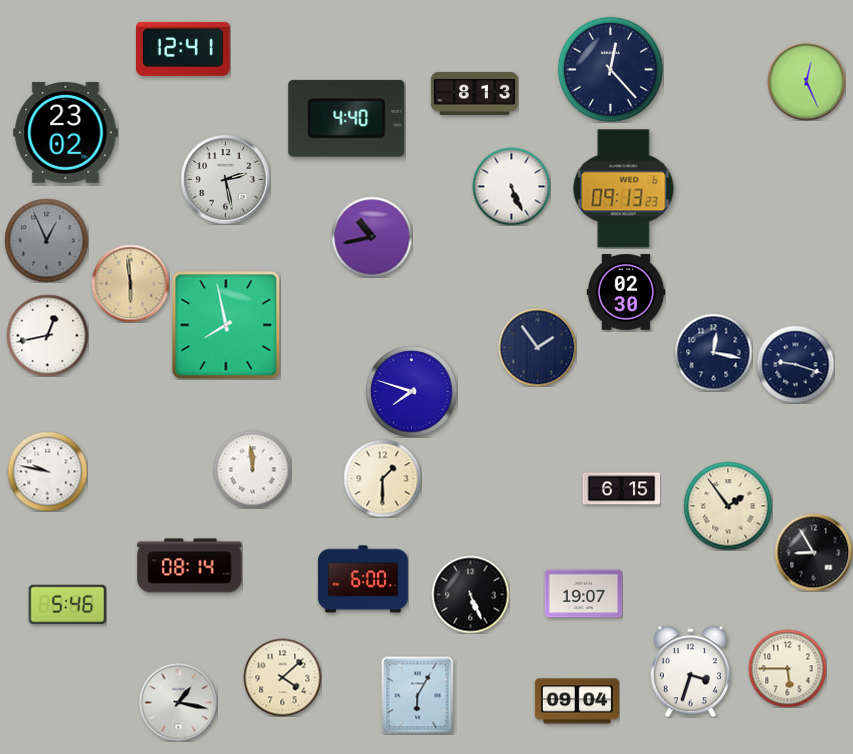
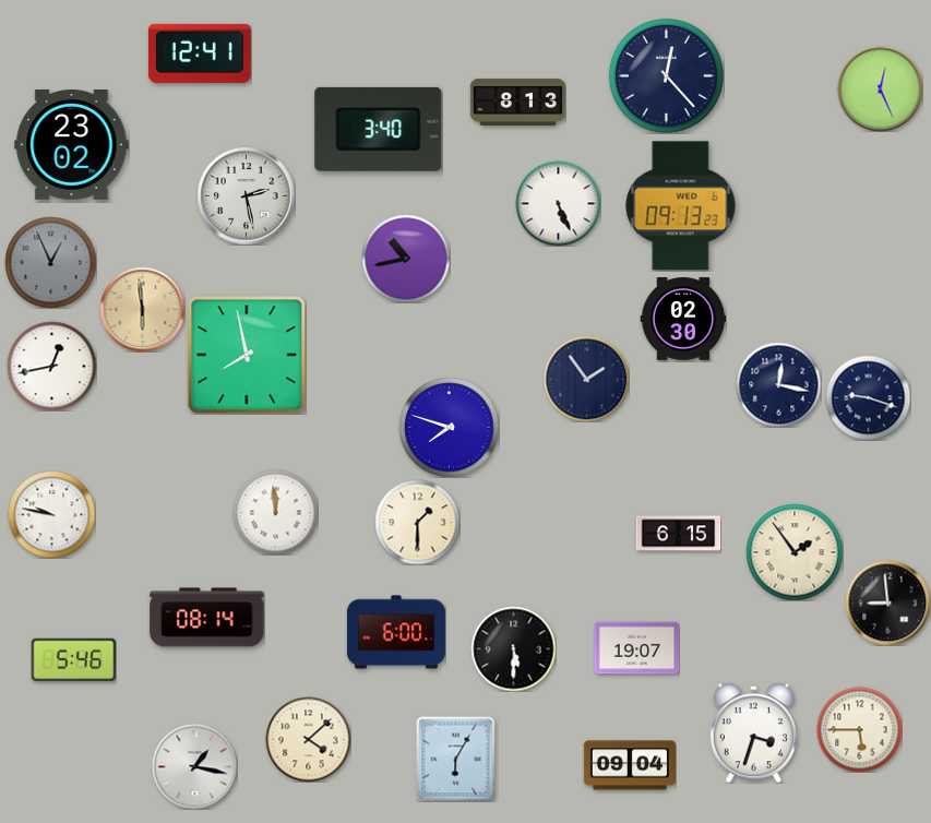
clock at (347, 118): 4:40 -> 3:40
clock at (813, 552): 8:55 -> 8:59
clock at (470, 594): 5:26 -> 5:30
